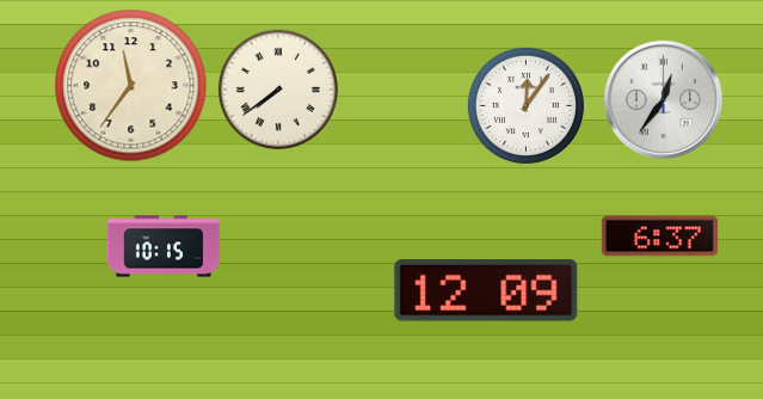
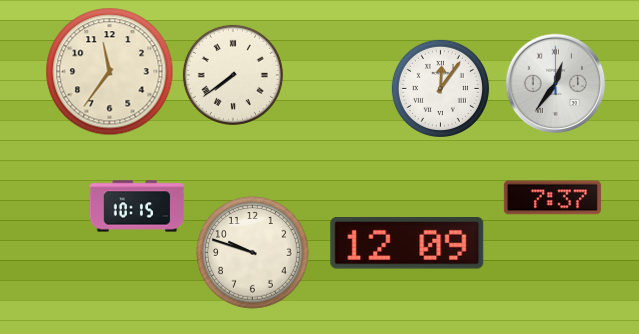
clock at (659, 237): 6:37 -> 7:37
clock at (253, 253): none -> 9:48
